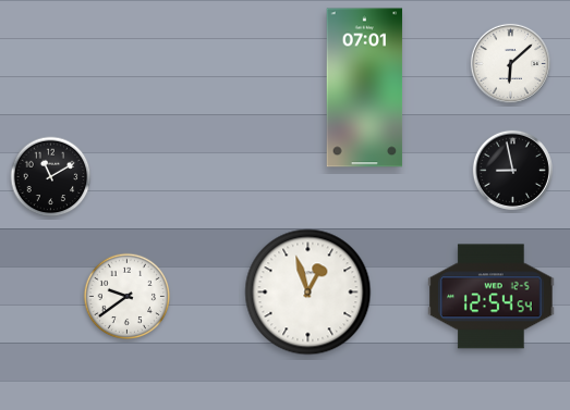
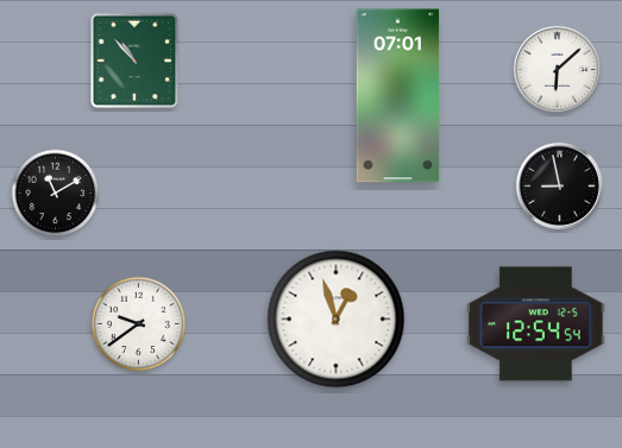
clock at (134, 61): none -> 10:53
